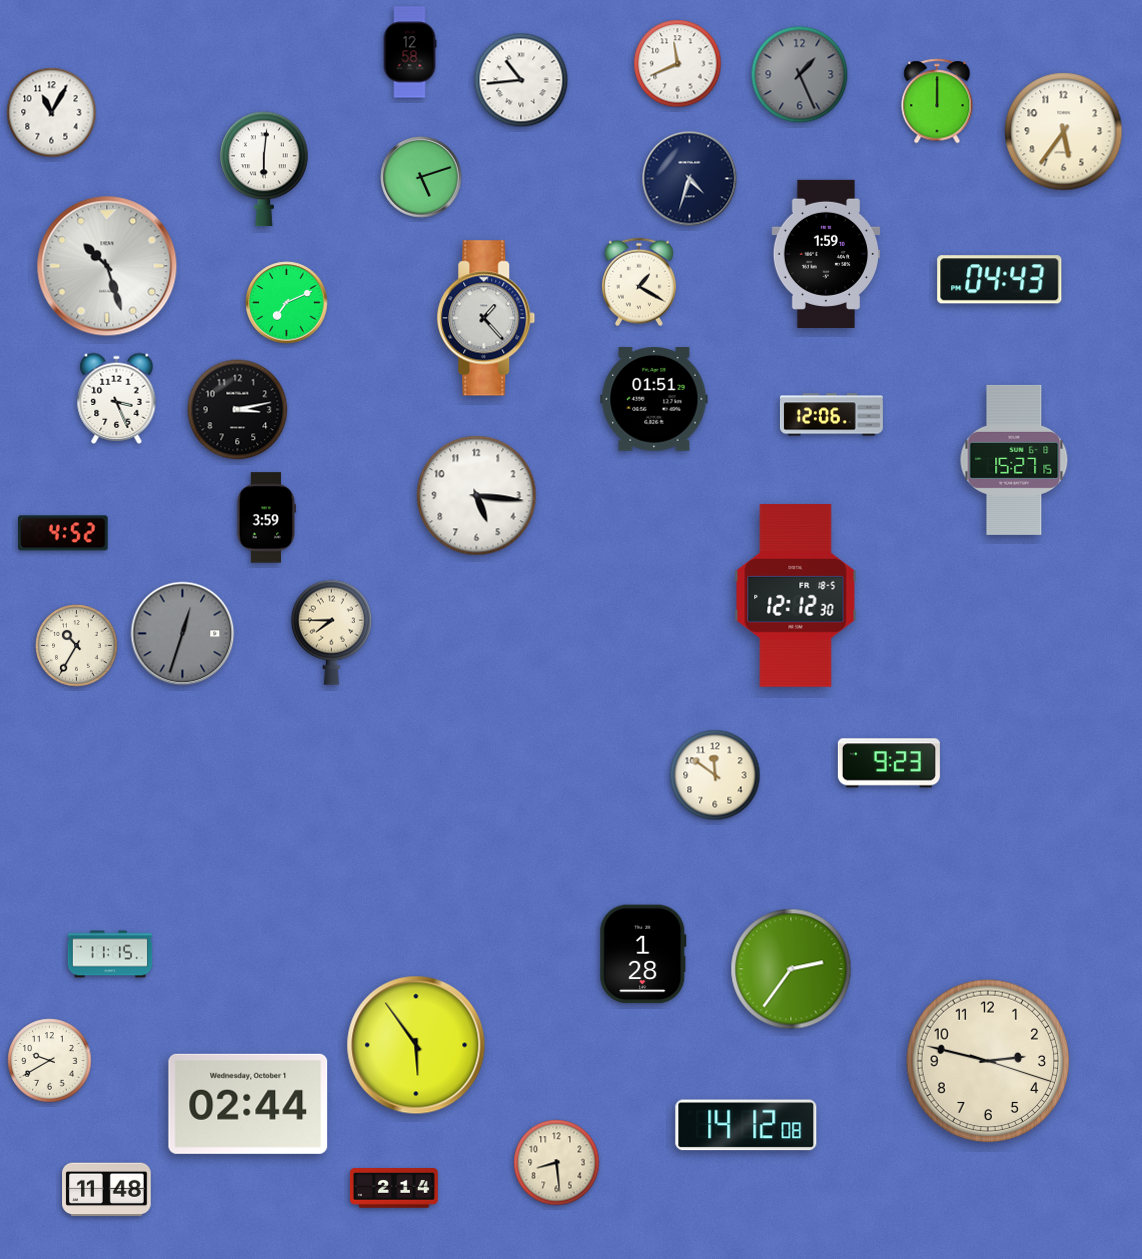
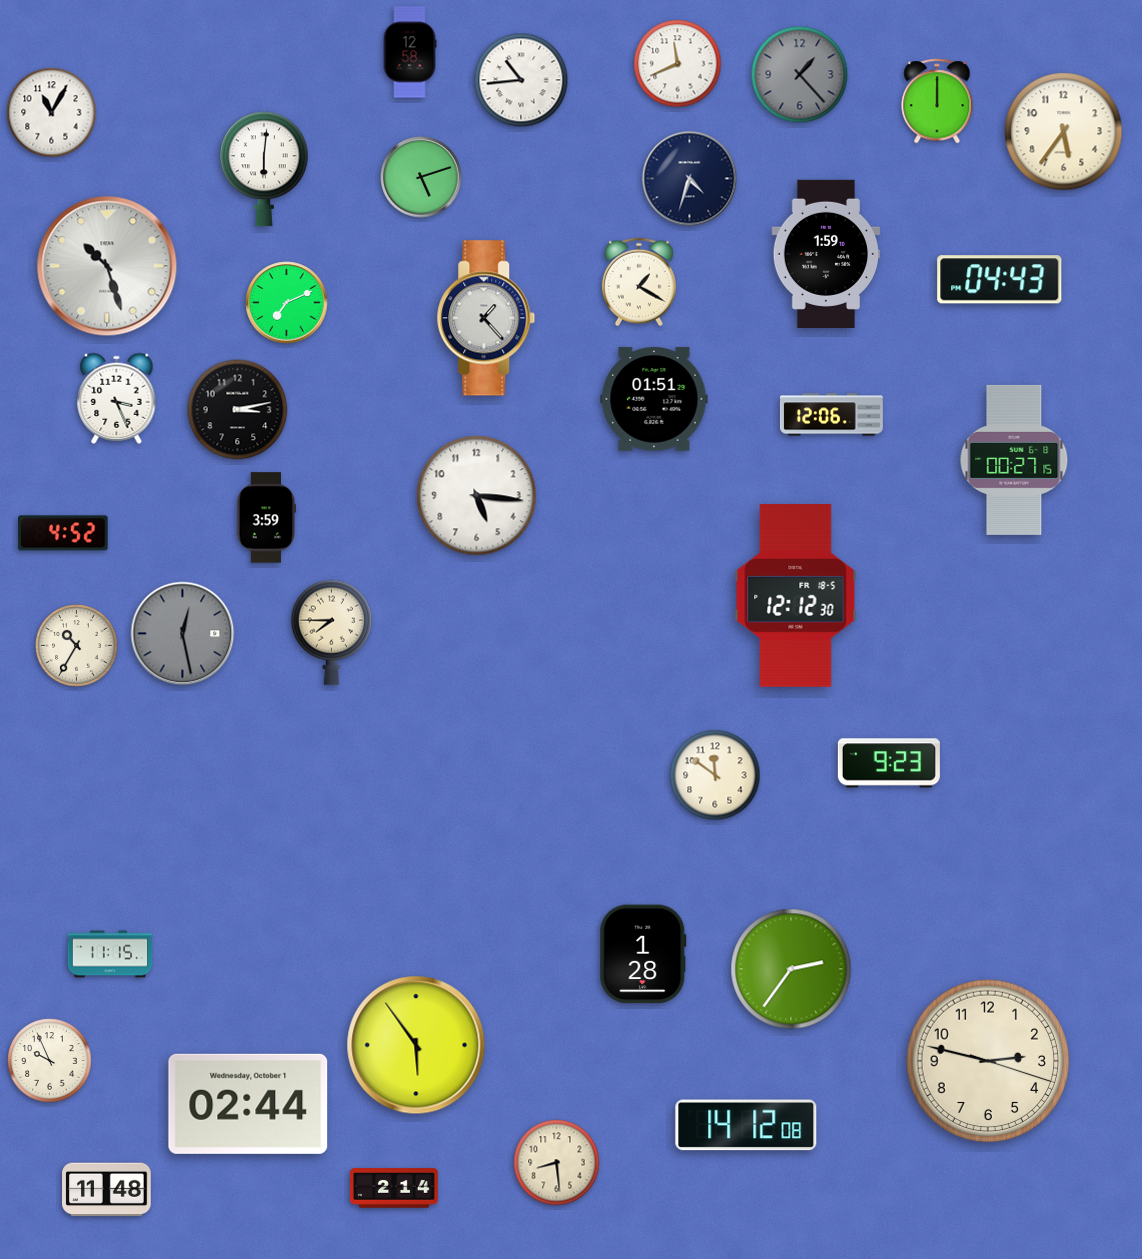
clock at (800, 75): 1:26 -> 1:23
clock at (1014, 460): 15:27 -> 00:27
clock at (183, 634): 12:33 -> 12:28
clock at (50, 1061): 9:40 -> 9:56
